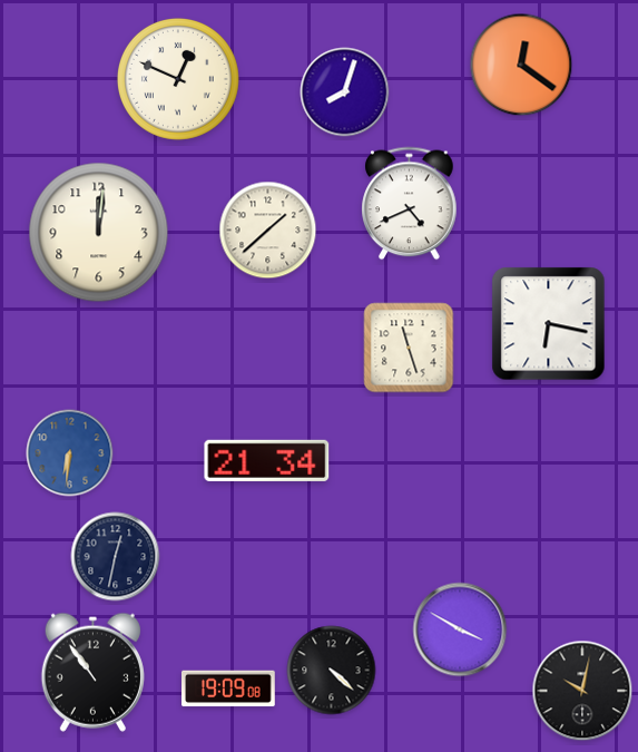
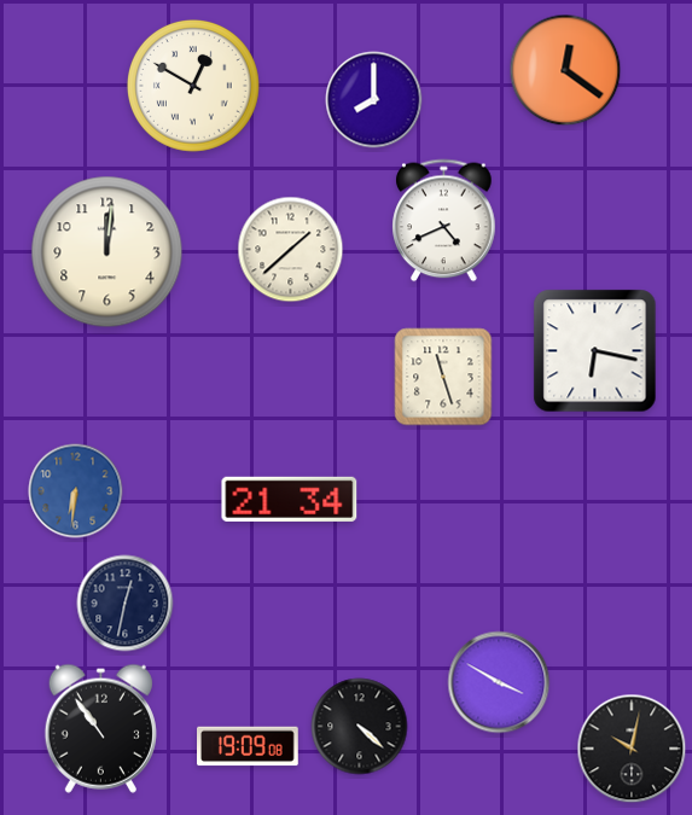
clock at (178, 79): 12:49 -> 12:50
clock at (345, 92): 8:03 -> 8:00
